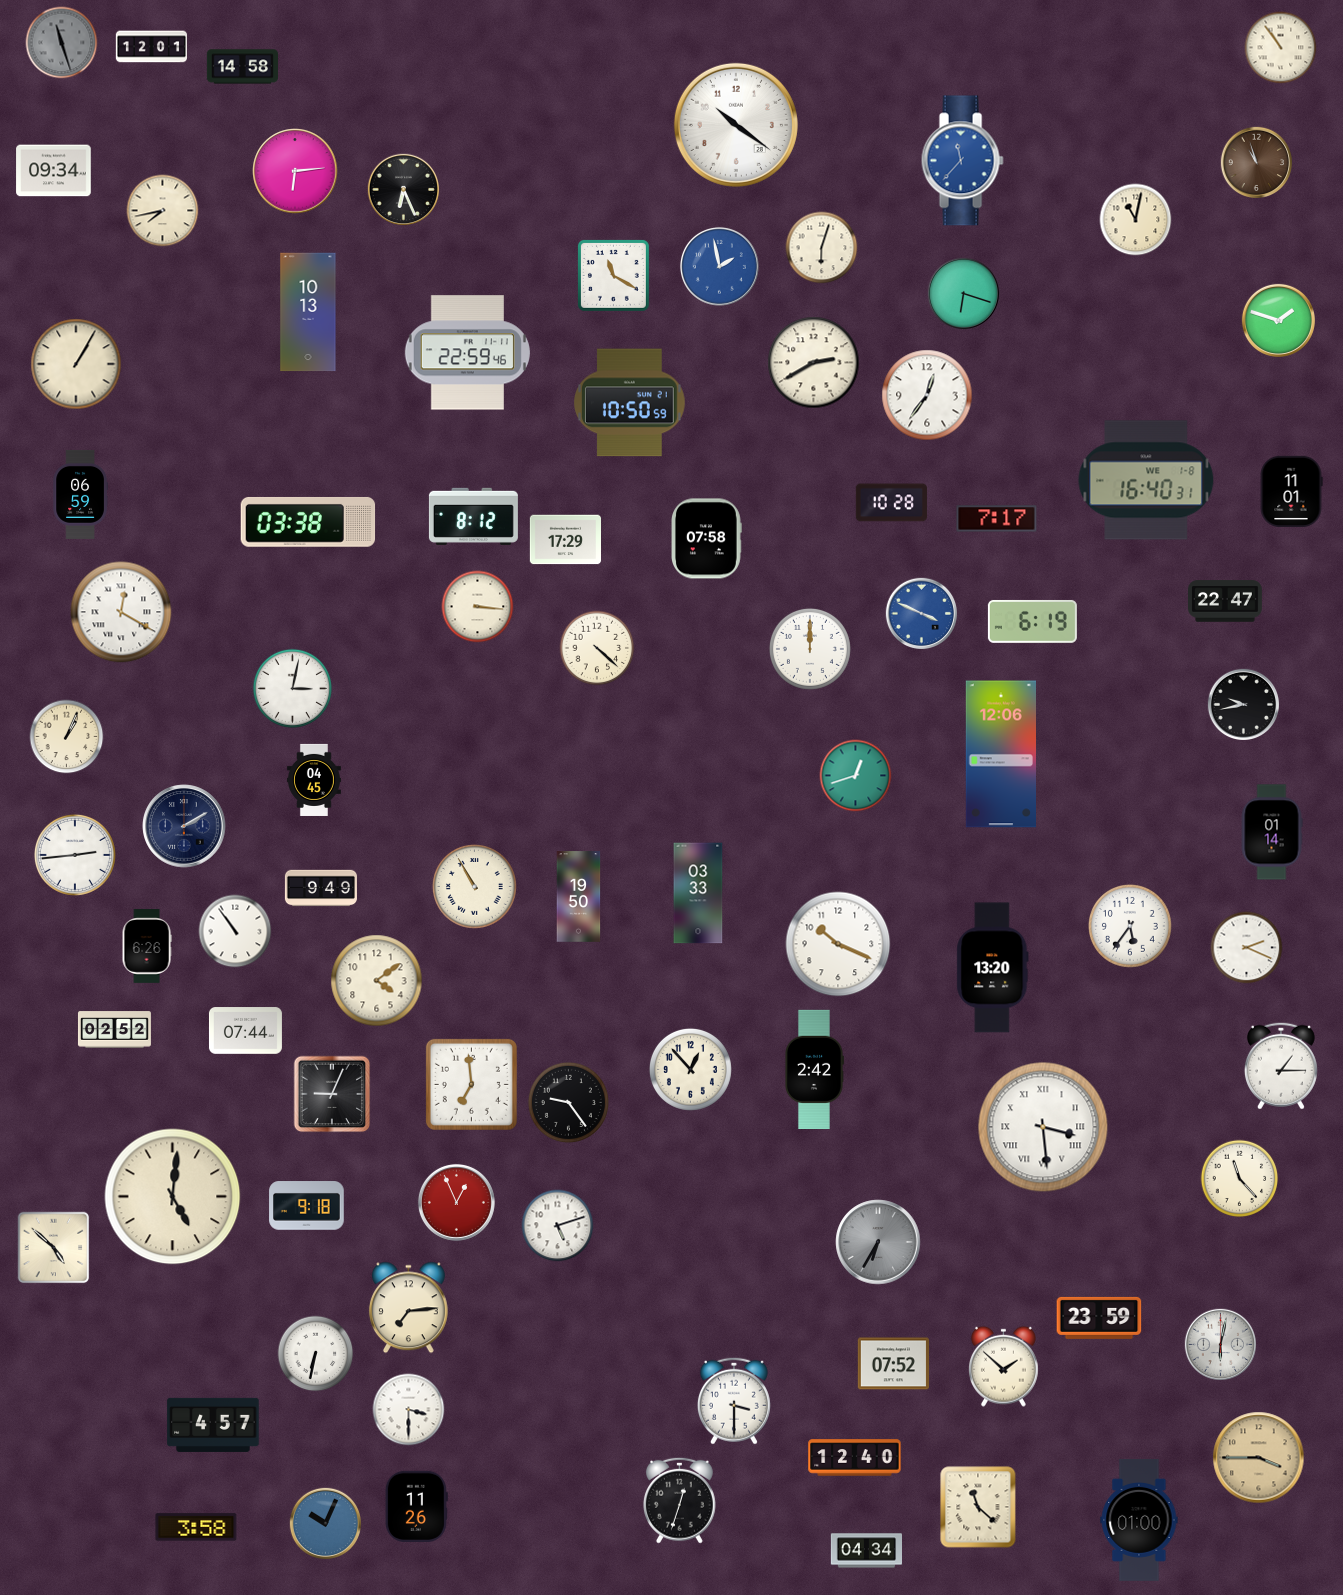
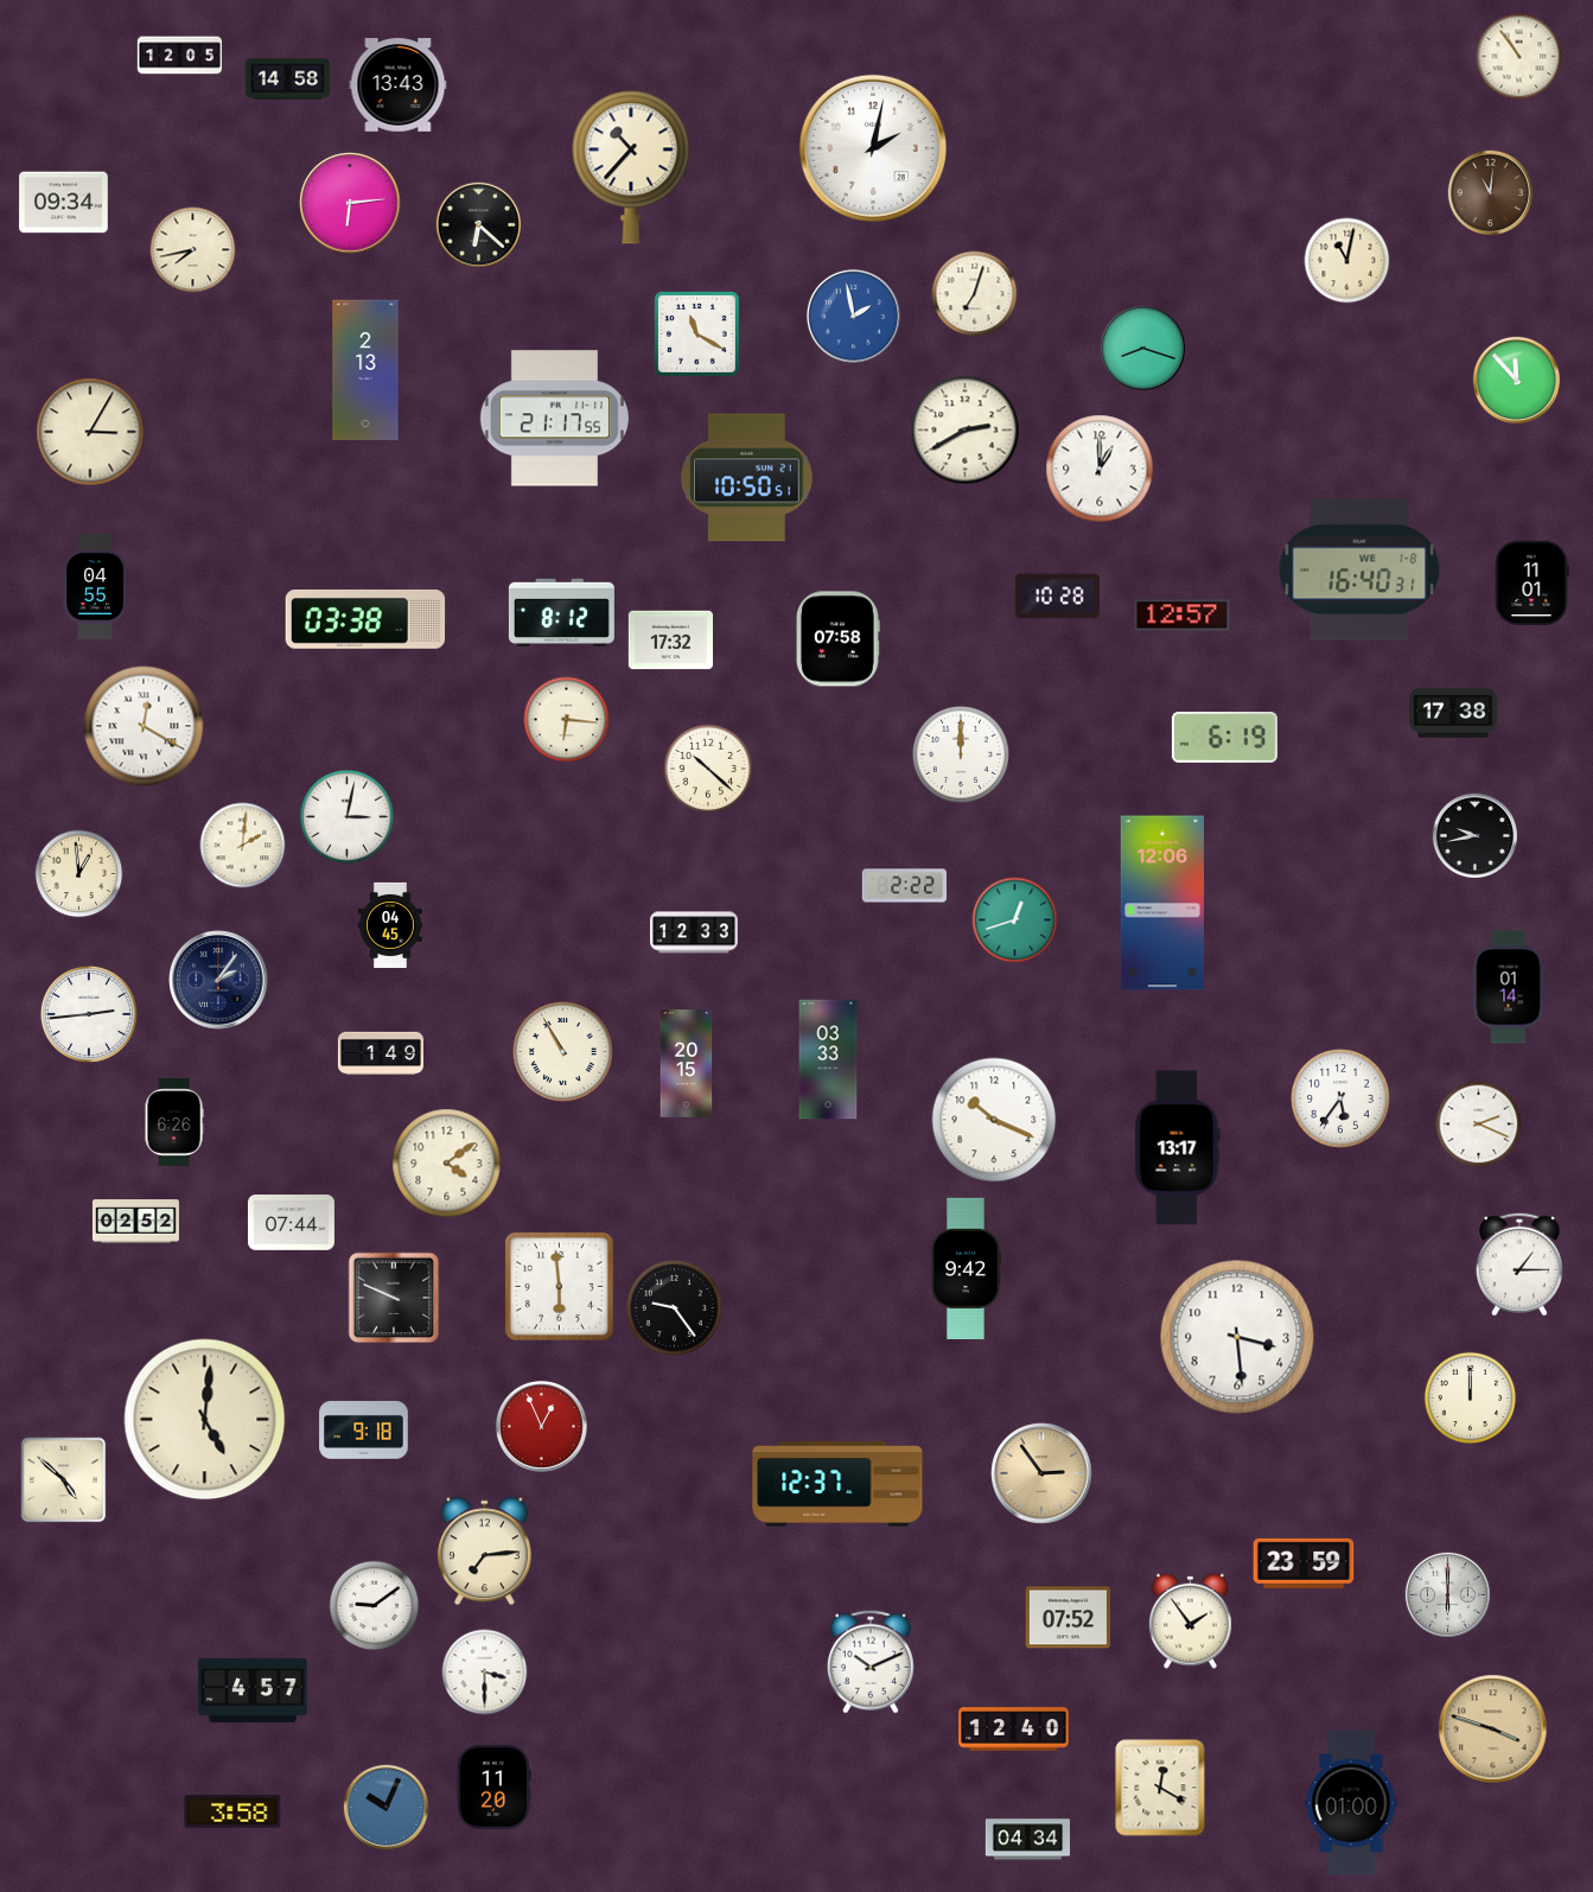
clock at (62, 43): 11:27 -> none
clock at (151, 47): 12:01 -> 12:05
clock at (399, 85): none -> 13:43
clock at (736, 125): 10:21 -> 2:02
clock at (631, 167): none -> 10:37
clock at (962, 161): 11:37 -> none
clock at (1257, 163): 10:57 -> 11:01
clock at (404, 190): 6:26 -> 6:22
clock at (822, 248): 6:03 -> 7:03
clock at (613, 275) position: (613, 275) -> (696, 333)
clock at (964, 294): 6:18 -> 8:18
clock at (308, 312): 10:13 -> 2:13
clock at (1278, 320): 1:48 -> 11:53
clock at (467, 353): 22:59 -> 21:17
clock at (76, 364): 1:05 -> 3:05
clock at (927, 395): 12:36 -> 1:00
clock at (630, 403): 10:50:59 -> 10:50:51
clock at (80, 494): 06:59 -> 04:55
clock at (997, 519): 7:17 -> 12:57
clock at (565, 540): 17:29 -> 17:32
clock at (1226, 601): 22:47 -> 17:38
clock at (478, 607): 3:16 -> 6:16
clock at (922, 614): 3:49 -> none
clock at (597, 648): 4:22 -> 10:22
clock at (810, 649) position: (810, 649) -> (961, 754)
clock at (243, 846): none -> 2:01
clock at (67, 737): 1:04 -> 12:59
clock at (904, 886): none -> 2:22
clock at (1000, 754) position: (1000, 754) -> (1161, 903)
clock at (314, 780) position: (314, 780) -> (390, 925)
clock at (695, 932): none -> 12:33
clock at (184, 826): 2:10 -> 2:06
clock at (321, 888): 9:49 -> 1:49
clock at (579, 897): 19:50 -> 20:15
clock at (235, 931): 10:54 -> none
clock at (993, 968): 13:20 -> 13:17
clock at (690, 1069): 12:53 -> none
clock at (815, 1069): 2:42 -> 9:42
clock at (471, 1084): 6:59 -> 5:59
clock at (332, 1094): 9:04 -> 9:49
clock at (1043, 1127) numerals: Roman -> Arabic
clock at (1240, 1179): 11:23 -> 12:00
clock at (558, 1226): 5:12 -> none
clock at (878, 1242): 6:35 -> 2:54
clock at (878, 1242) dial: grey -> champagne
clock at (837, 1485): none -> 12:37
clock at (1221, 1345): 6:02 -> 6:00
clock at (316, 1354): 6:32 -> 9:09
clock at (893, 1364) position: (893, 1364) -> (1068, 1618)
clock at (1003, 1366): 1:52 -> 1:54
clock at (734, 1401): 3:30 -> 10:11
clock at (1259, 1458): 3:45 -> 3:48
clock at (679, 1500): 12:33 -> none
clock at (416, 1506): 11:26 -> 11:20
clock at (978, 1507): 11:22 -> 12:20
